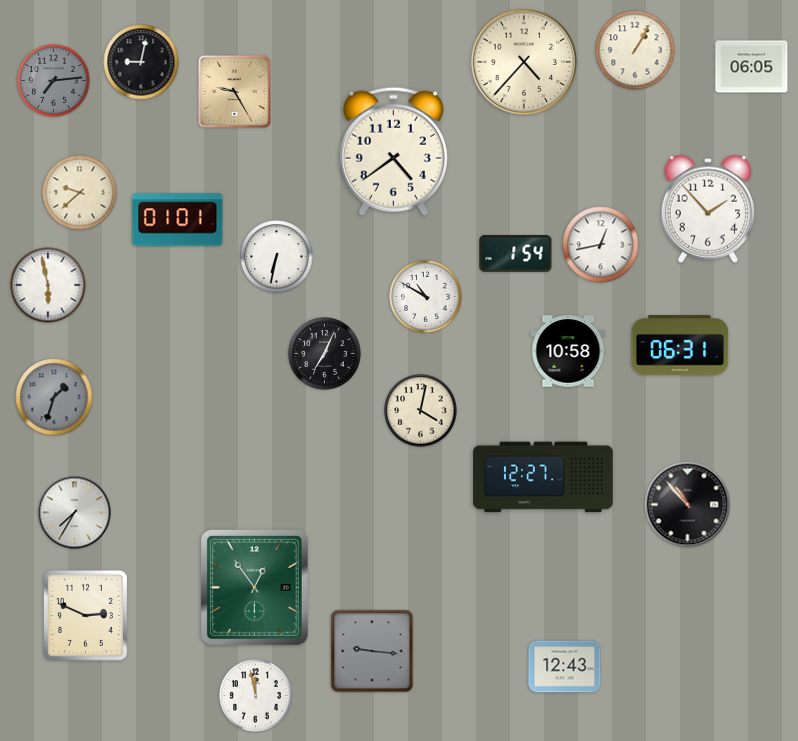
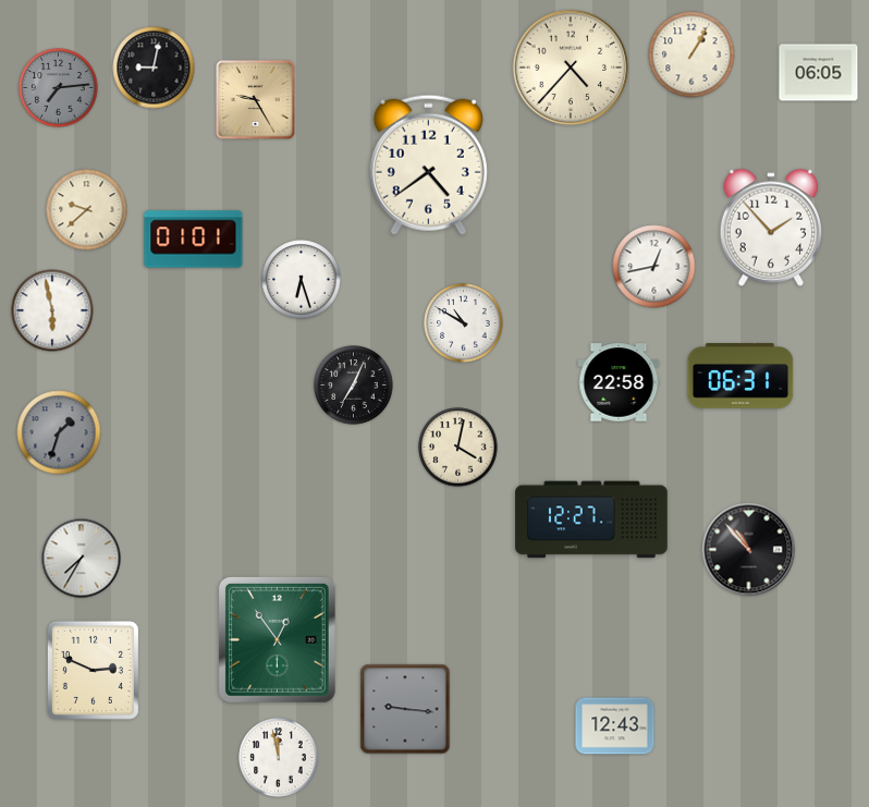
clock at (516, 254): 1:54 -> none
clock at (277, 257): 6:32 -> 6:27
clock at (568, 351): 10:58 -> 22:58
